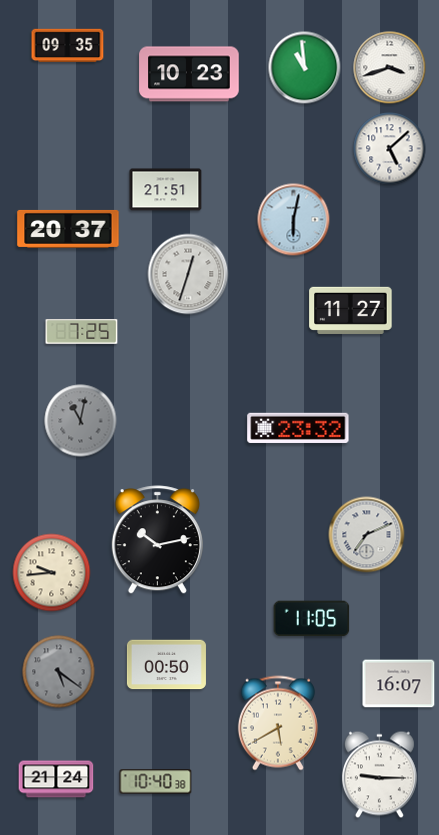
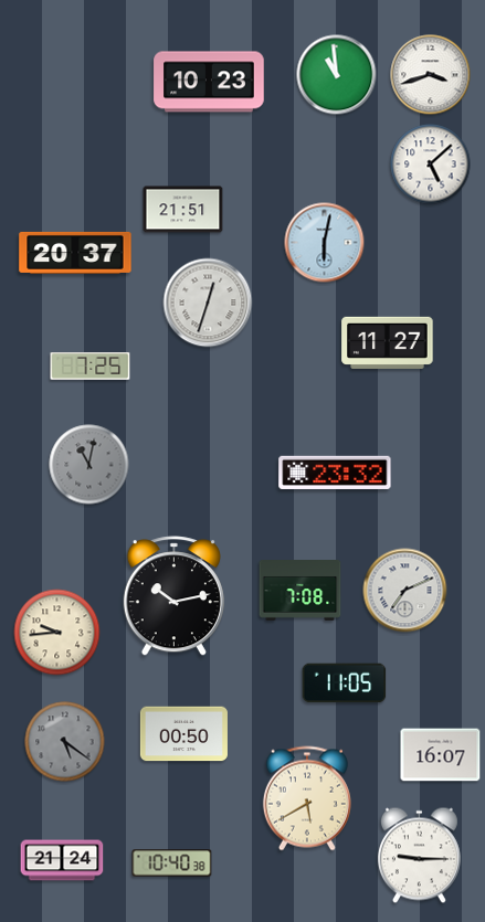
clock at (68, 46): 09:35 -> none
clock at (298, 428) position: (298, 428) -> (335, 473)
clock at (301, 591): none -> 7:08
